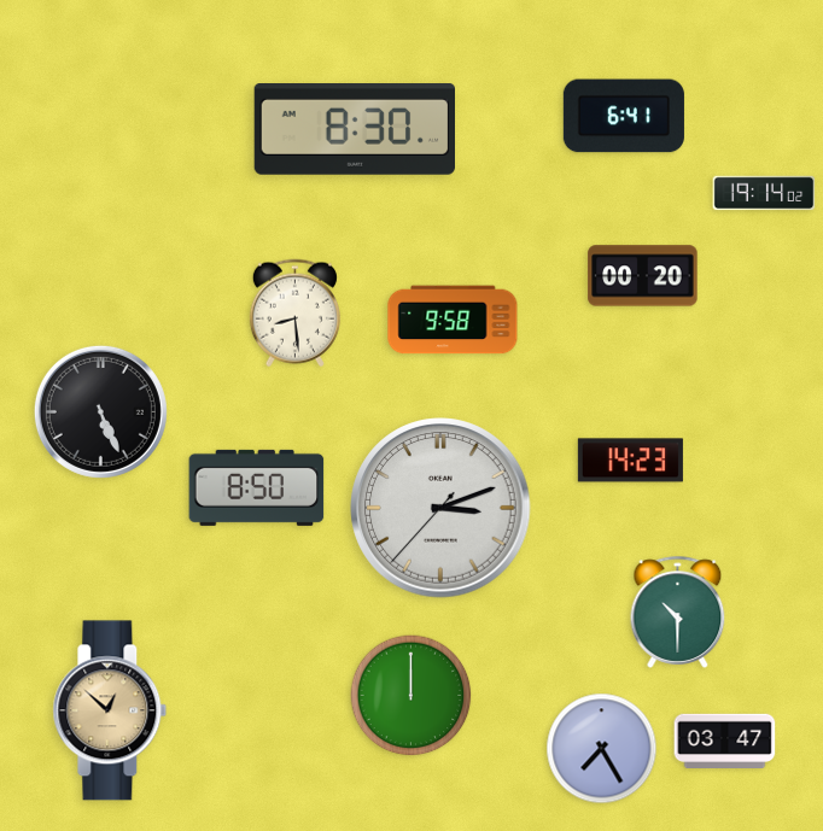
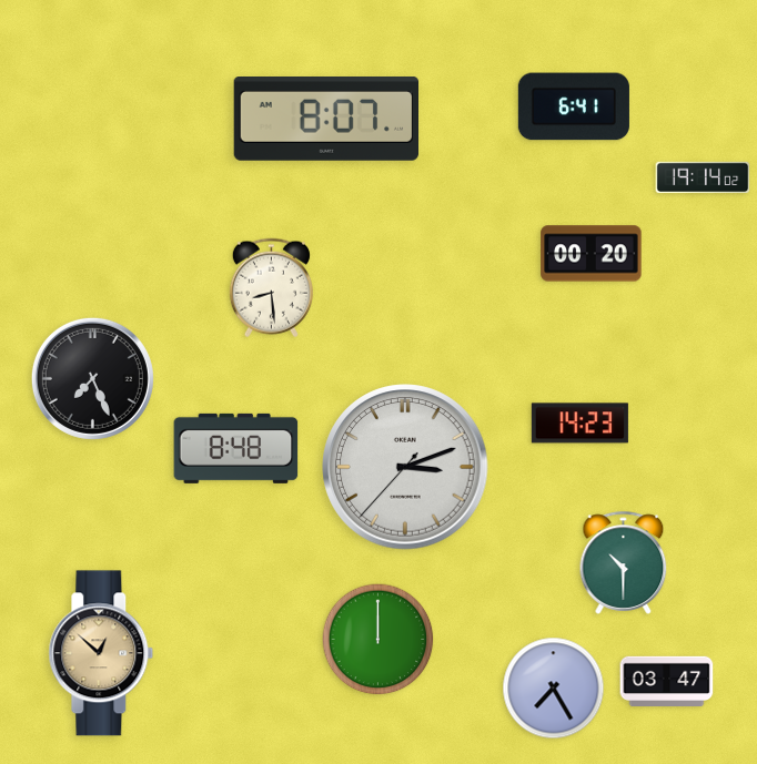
clock at (354, 130): 8:30 -> 8:07
clock at (453, 320): 9:58 -> none
clock at (100, 411): 5:26 -> 7:26
clock at (257, 487): 8:50 -> 8:48
